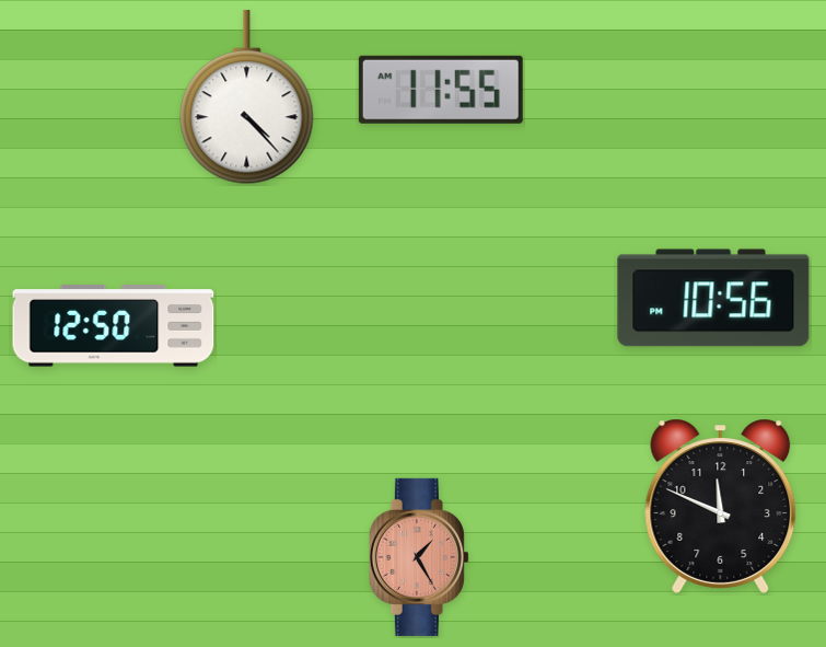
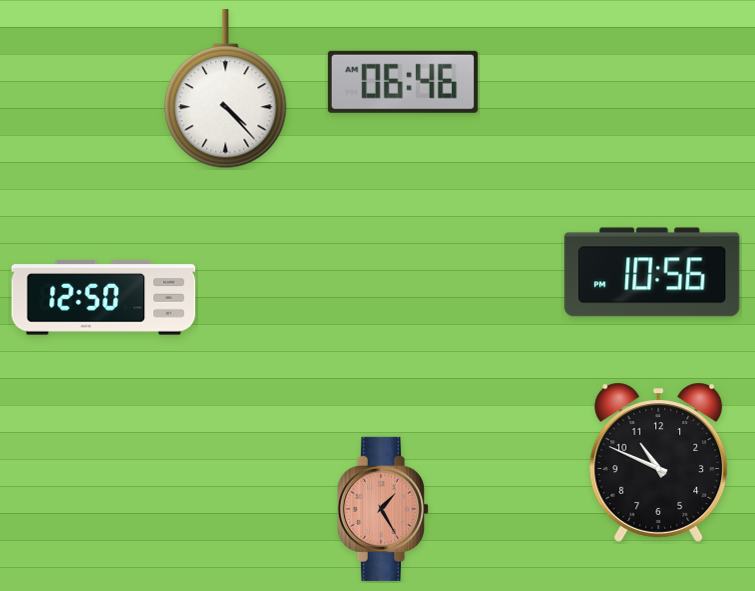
clock at (441, 90): 11:55 -> 06:46
clock at (721, 506): 11:49 -> 10:49
